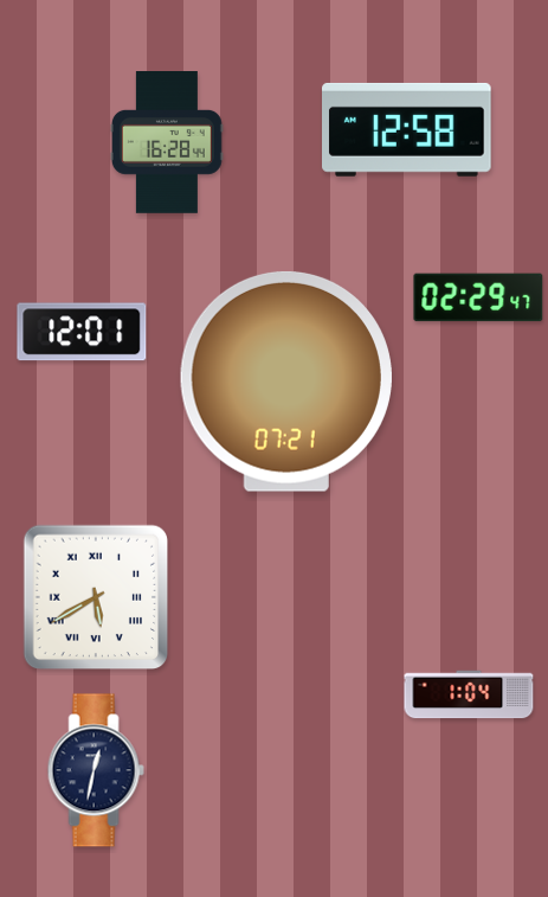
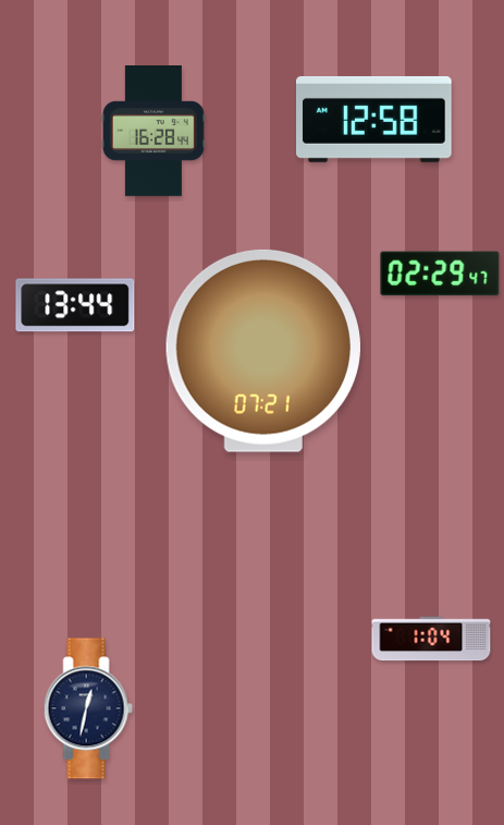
clock at (82, 332): 12:01 -> 13:44
clock at (96, 597): 5:40 -> none
